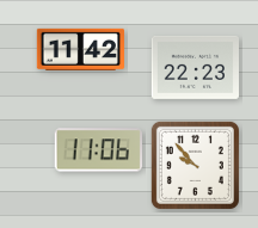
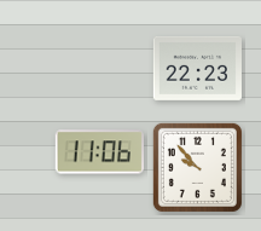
clock at (80, 49): 11:42 -> none
